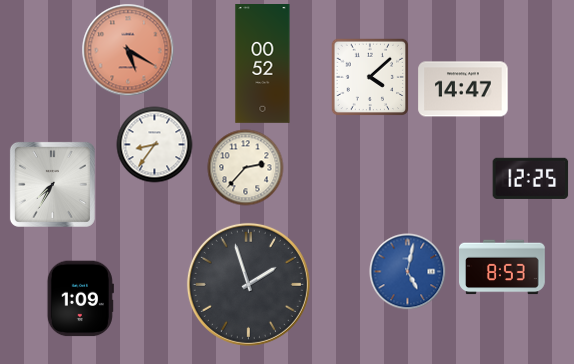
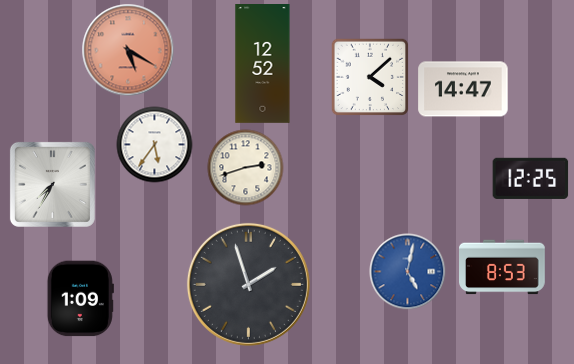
clock at (263, 64): 00:52 -> 12:52
clock at (155, 145): 8:36 -> 5:36
clock at (246, 168): 2:37 -> 2:42
